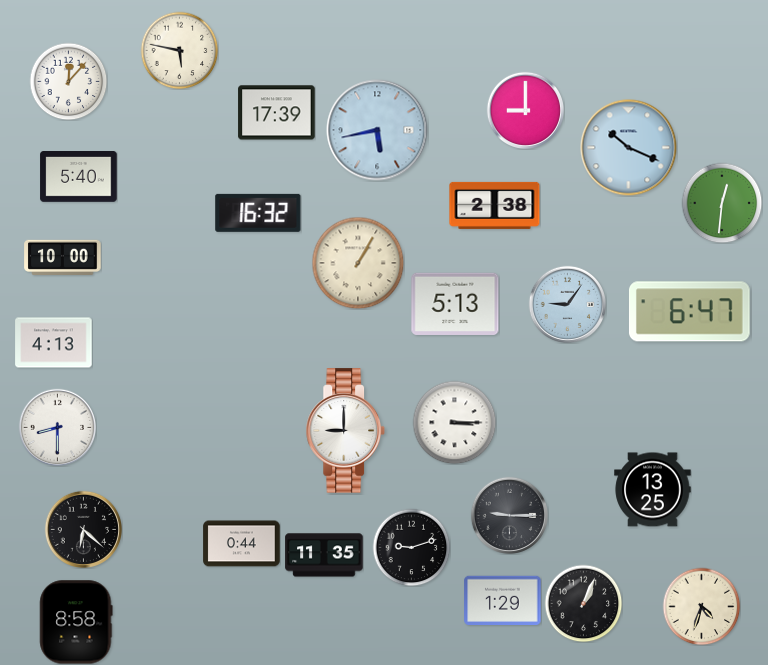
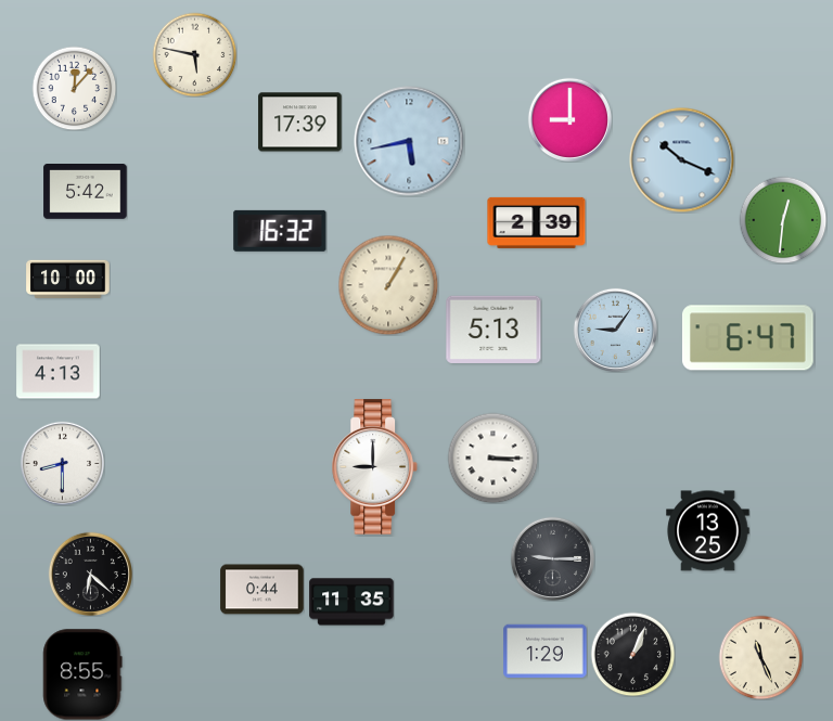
clock at (79, 177): 5:40 -> 5:42
clock at (495, 205): 2:38 -> 2:39
clock at (411, 547): 9:12 -> none
clock at (701, 606): 4:33 -> 11:26
clock at (76, 622): 8:58 -> 8:55
